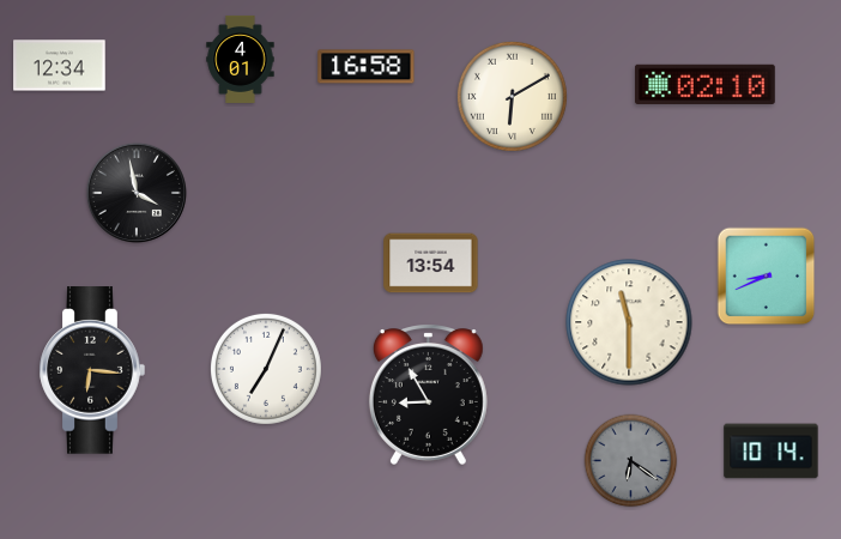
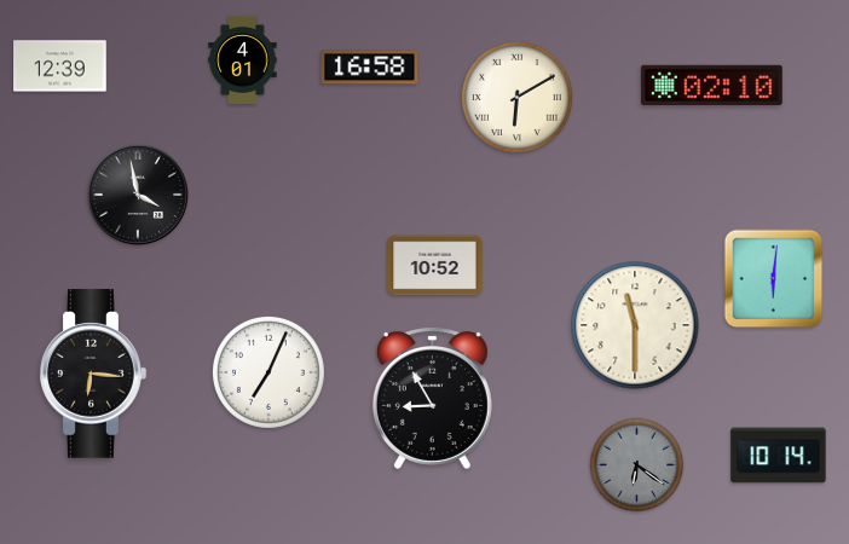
clock at (60, 66): 12:34 -> 12:39
clock at (431, 264): 13:54 -> 10:52
clock at (767, 277): 8:41 -> 6:01
